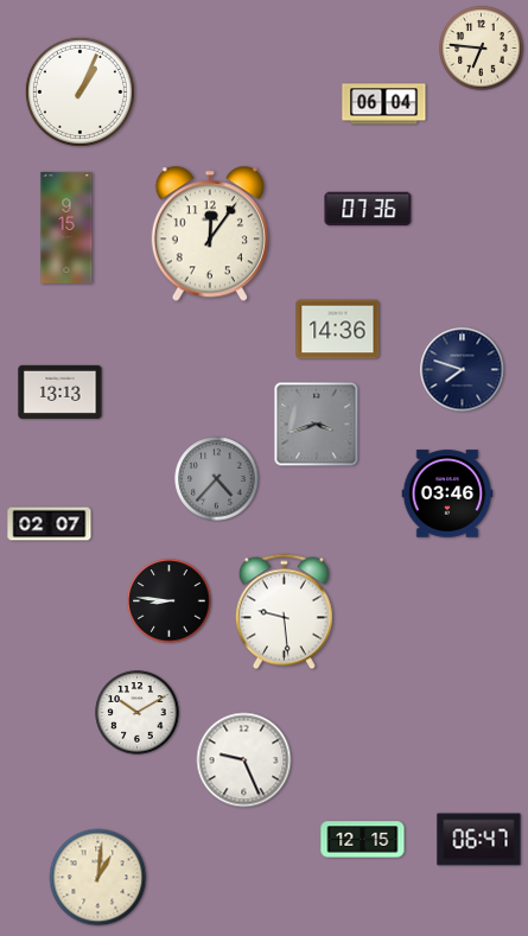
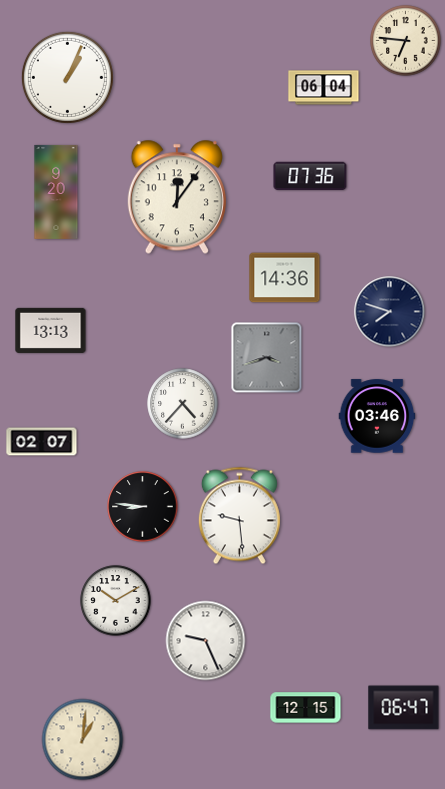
clock at (66, 228): 9:15 -> 9:20
clock at (217, 479) dial: grey -> white
